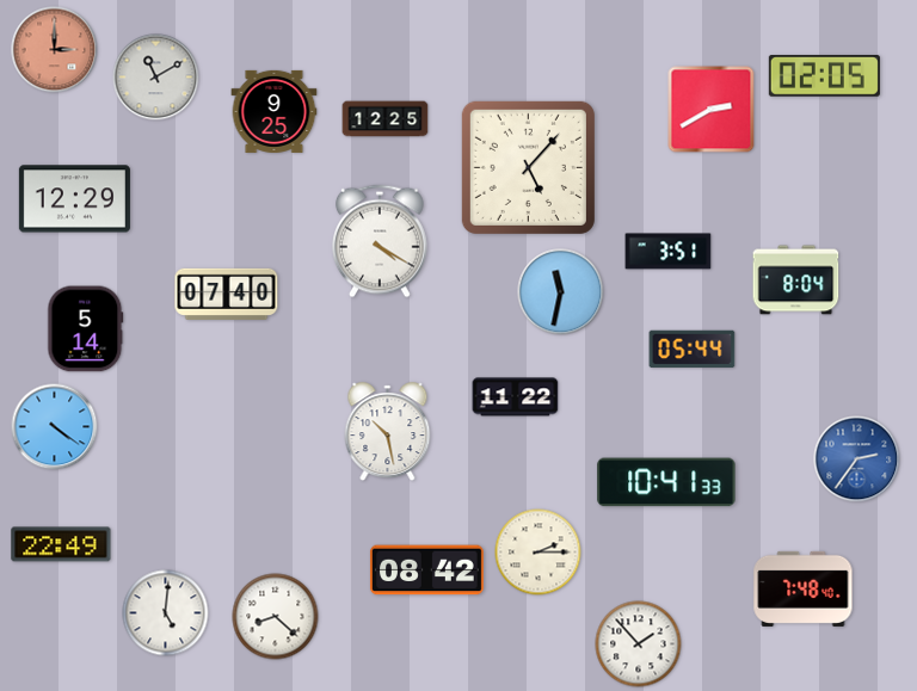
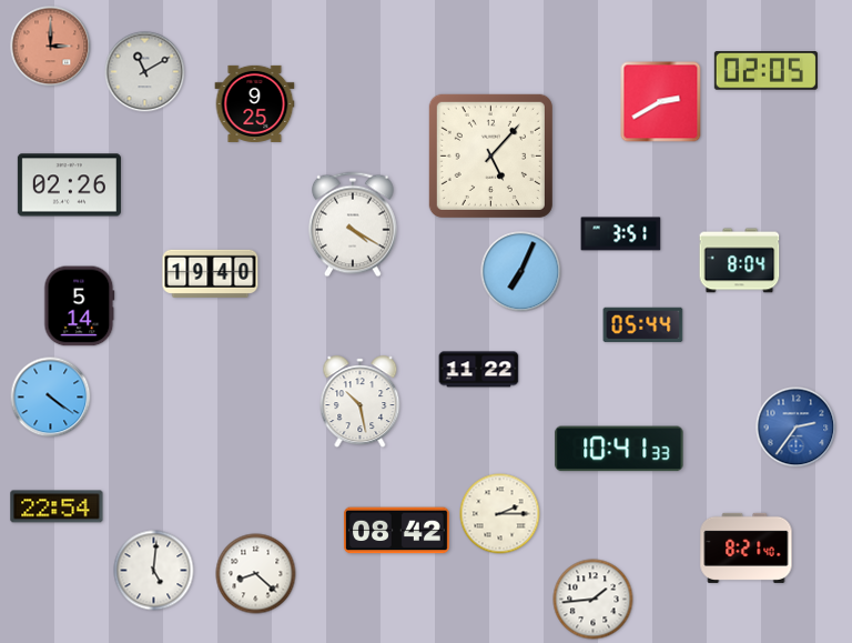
clock at (386, 119): 12:25 -> none
clock at (74, 199): 12:29 -> 02:26
clock at (561, 292): 11:32 -> 7:04
clock at (227, 294): 07:40 -> 19:40
clock at (61, 544): 22:49 -> 22:54
clock at (804, 588): 7:48 -> 8:21
clock at (639, 644): 1:53 -> 1:44
